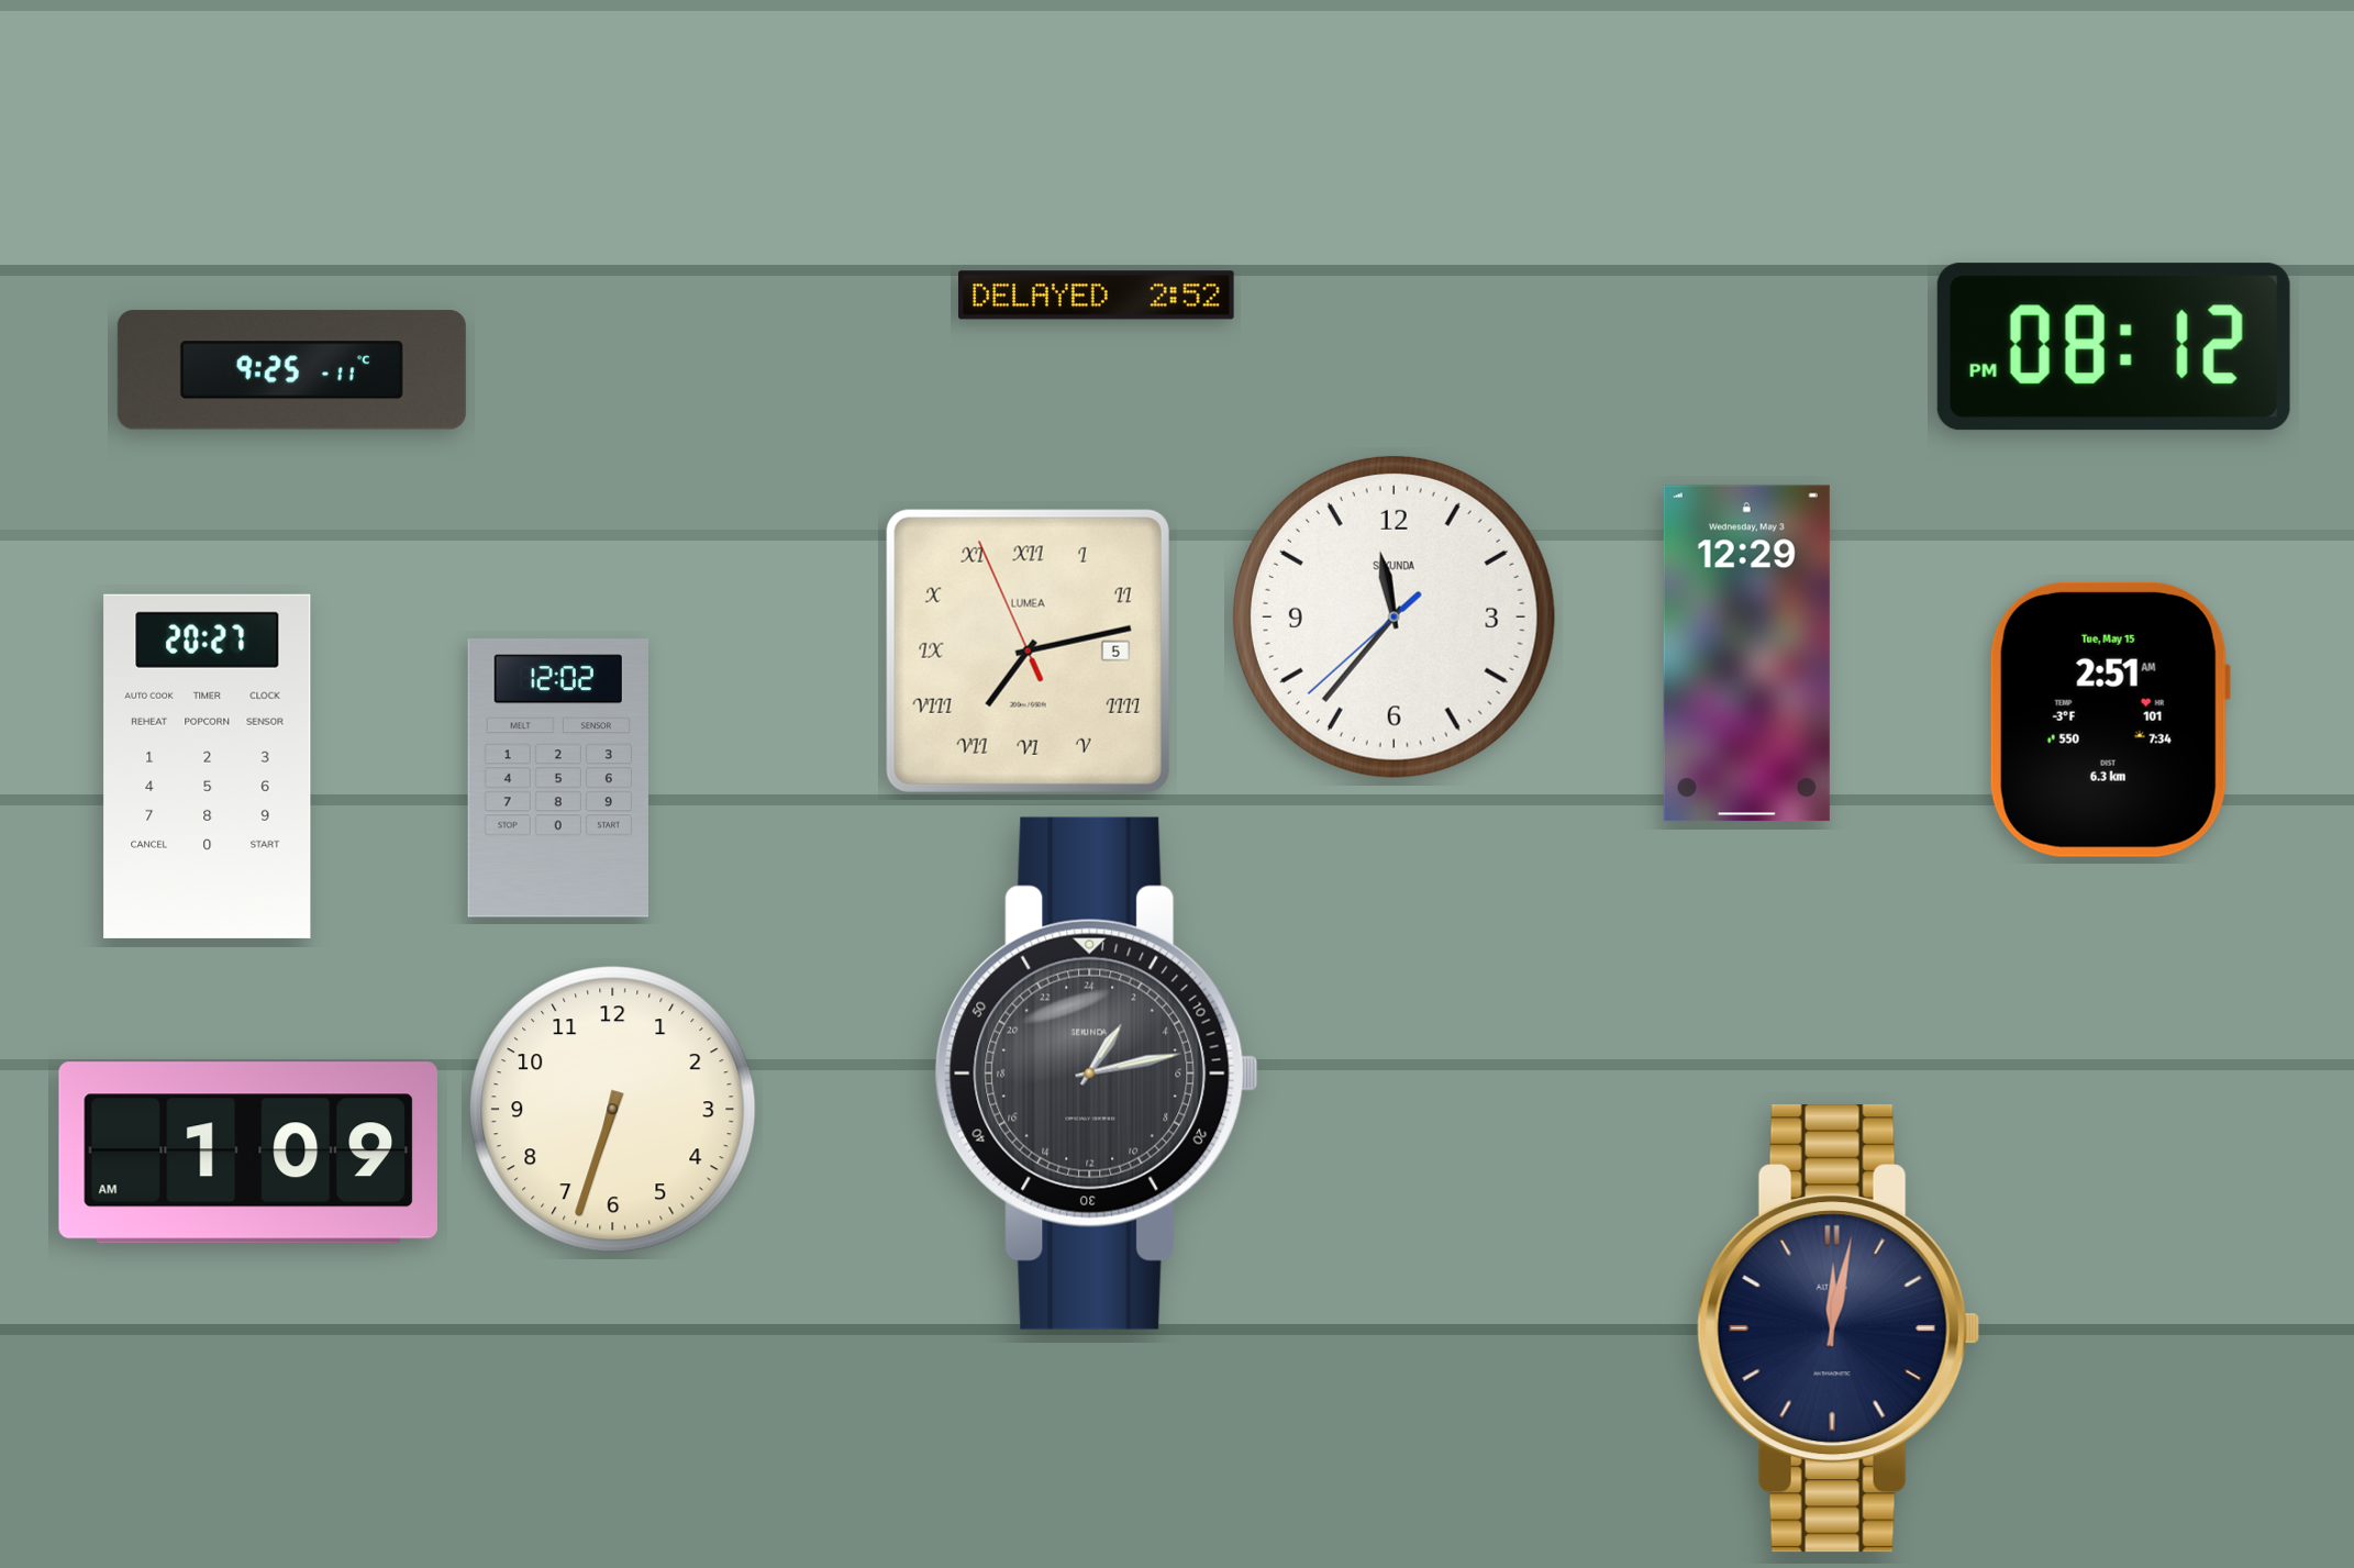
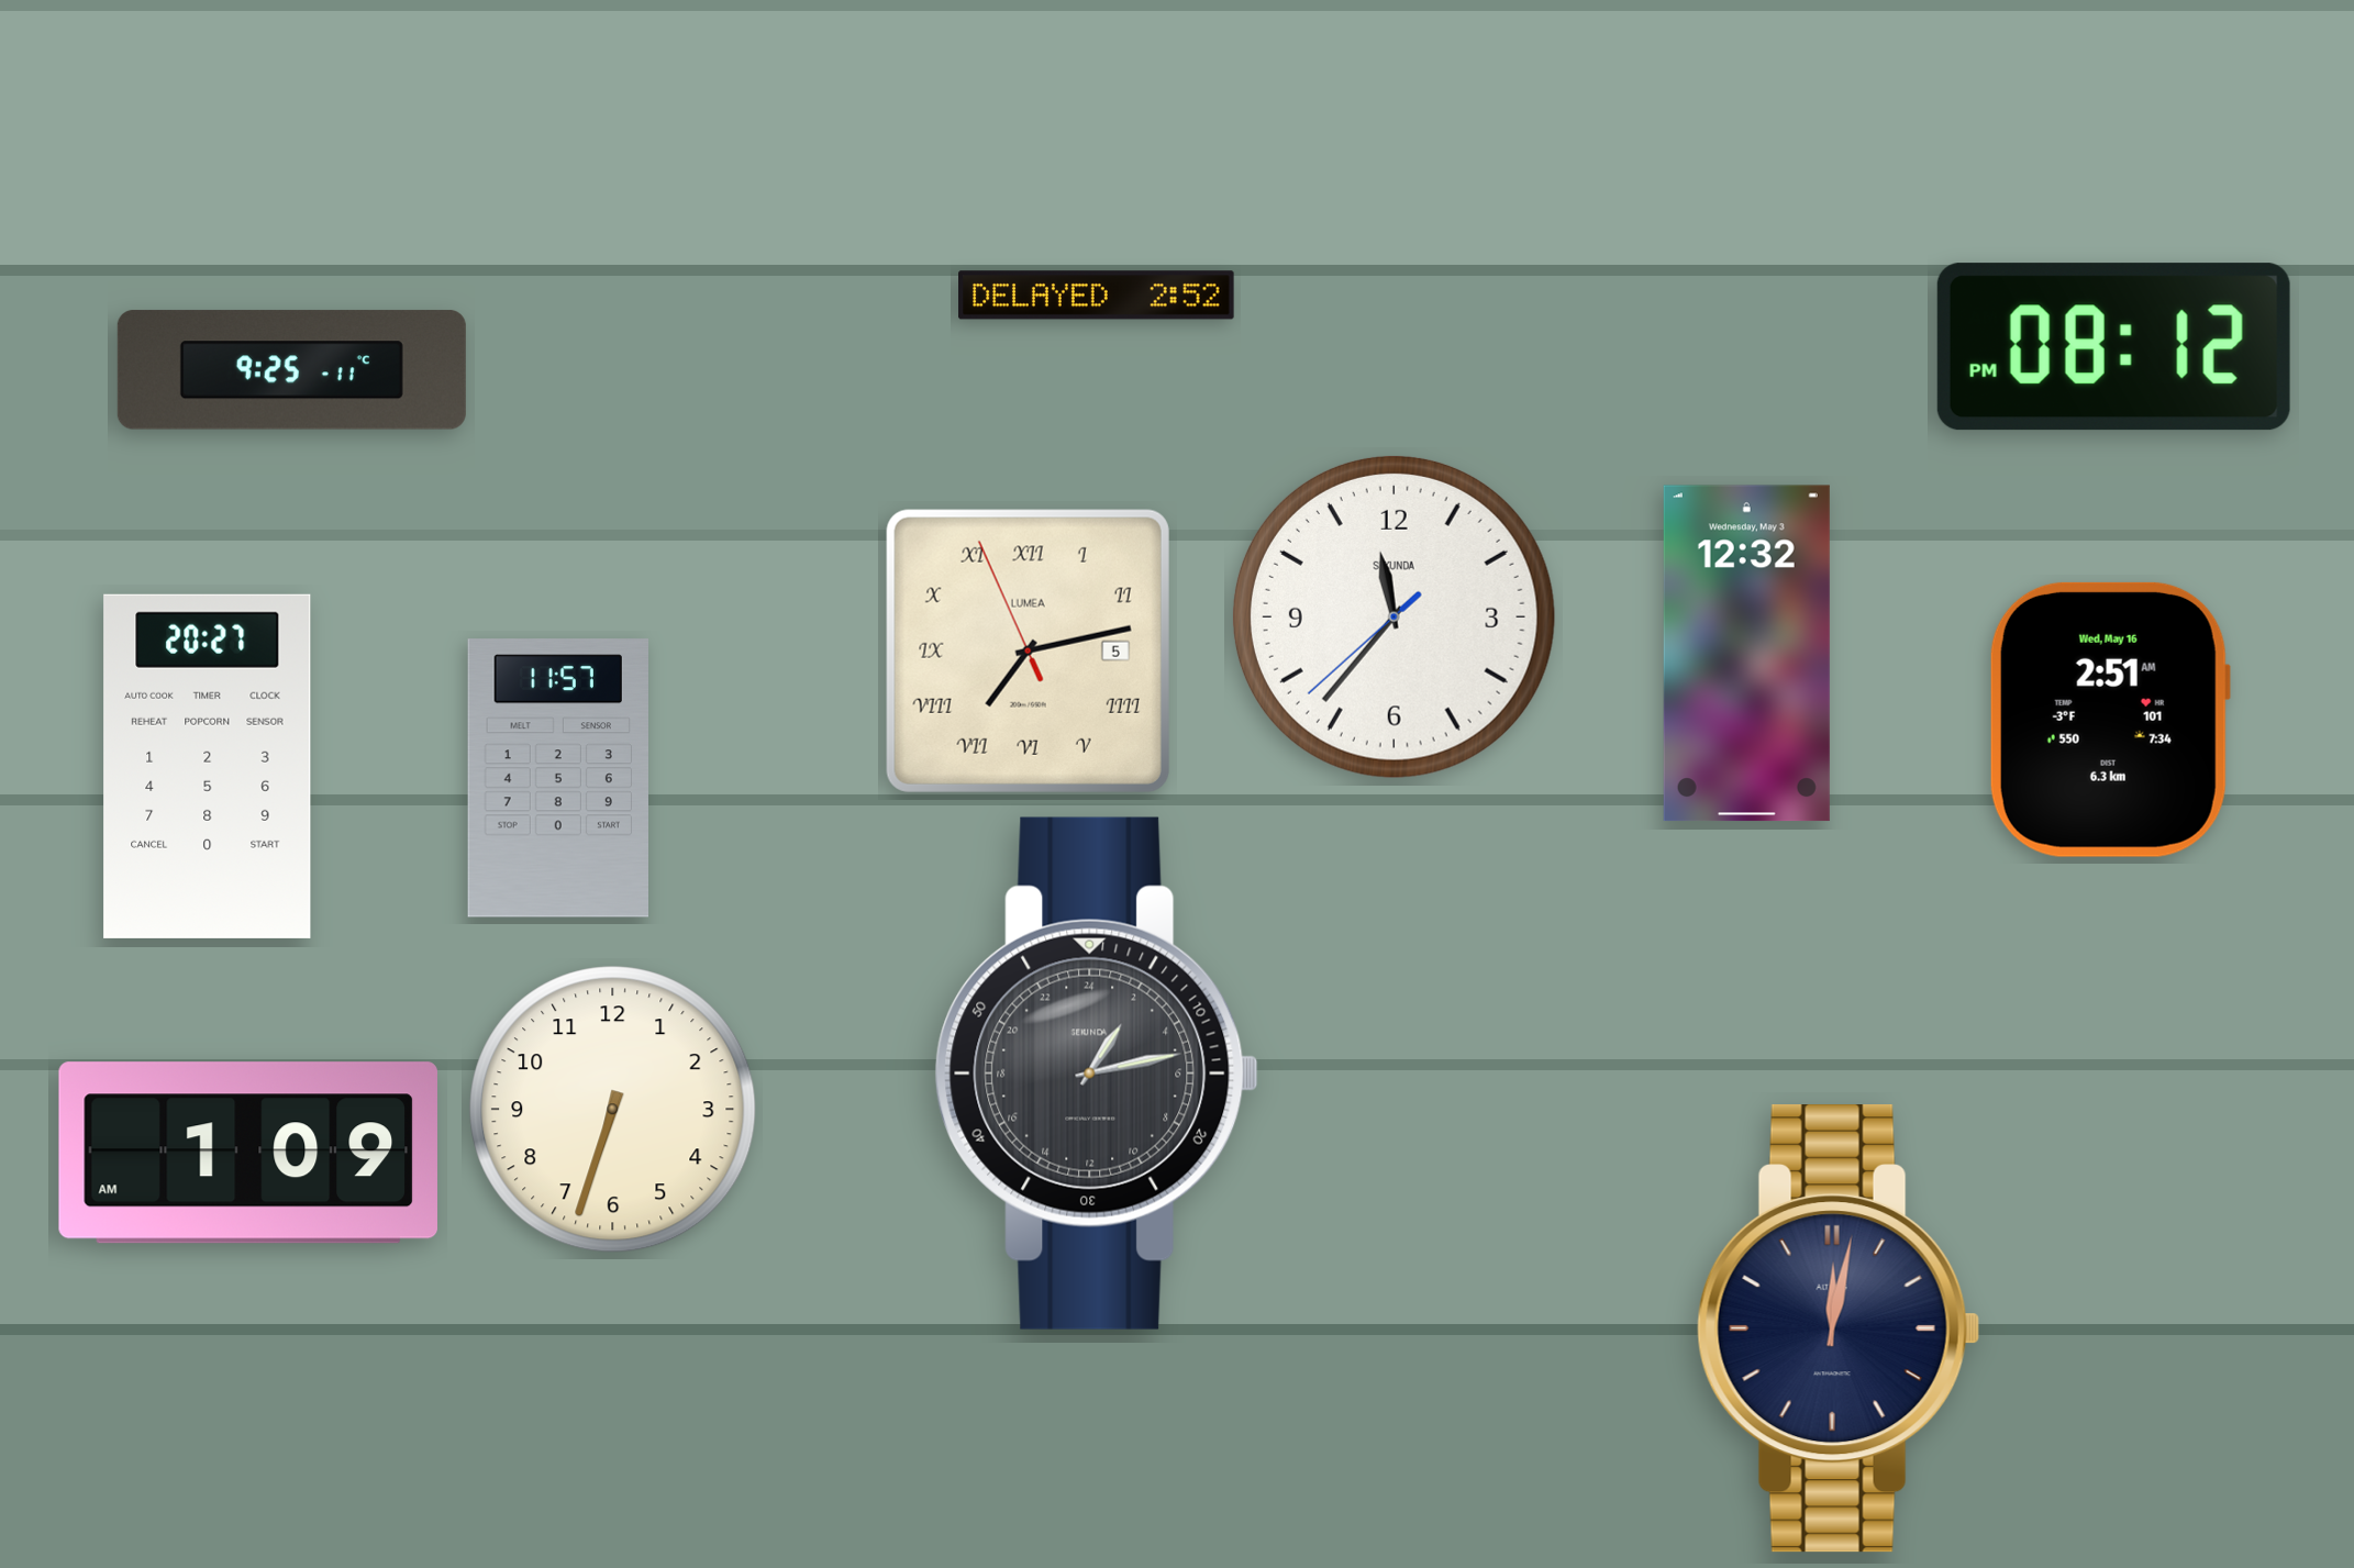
clock at (1746, 654): 12:29 -> 12:32
clock at (2110, 720) date: Tue, May 15 -> Wed, May 16
clock at (557, 778): 12:02 -> 11:57
